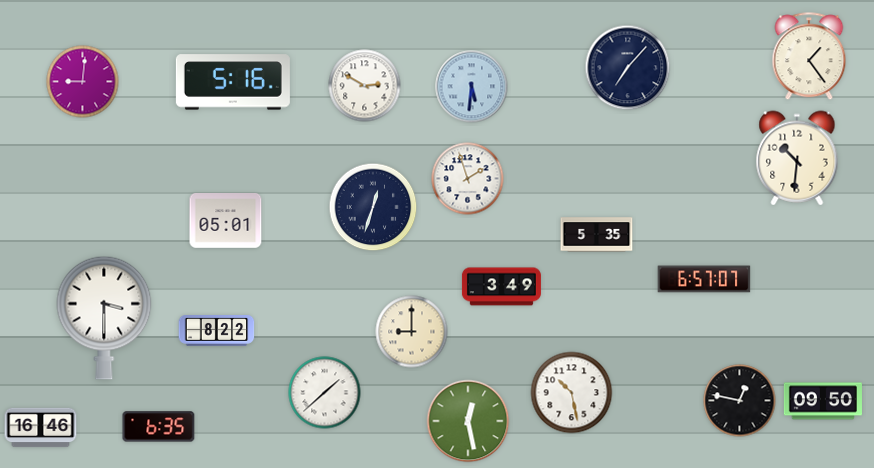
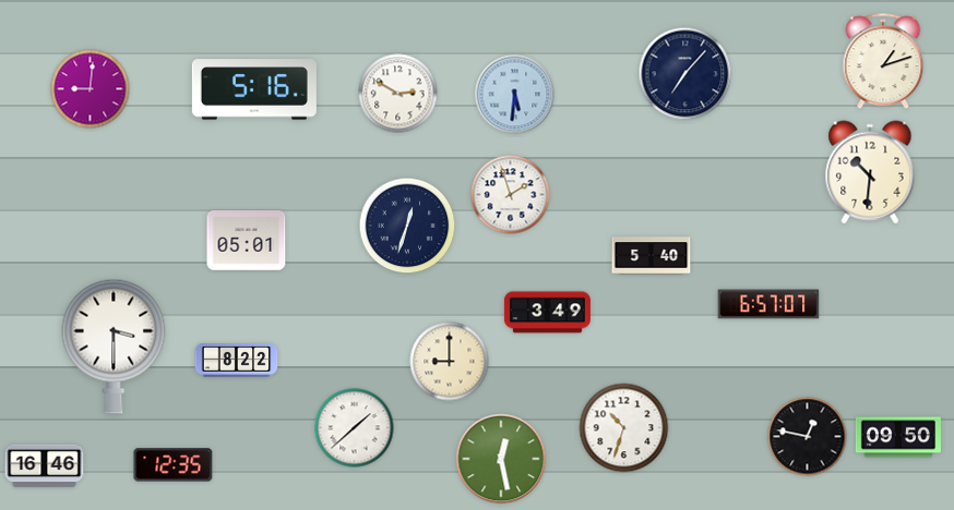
clock at (809, 57): 1:24 -> 1:12
clock at (597, 235): 5:35 -> 5:40
clock at (572, 393): 10:28 -> 10:33
clock at (468, 421) position: (468, 421) -> (501, 459)
clock at (159, 427): 6:35 -> 12:35
